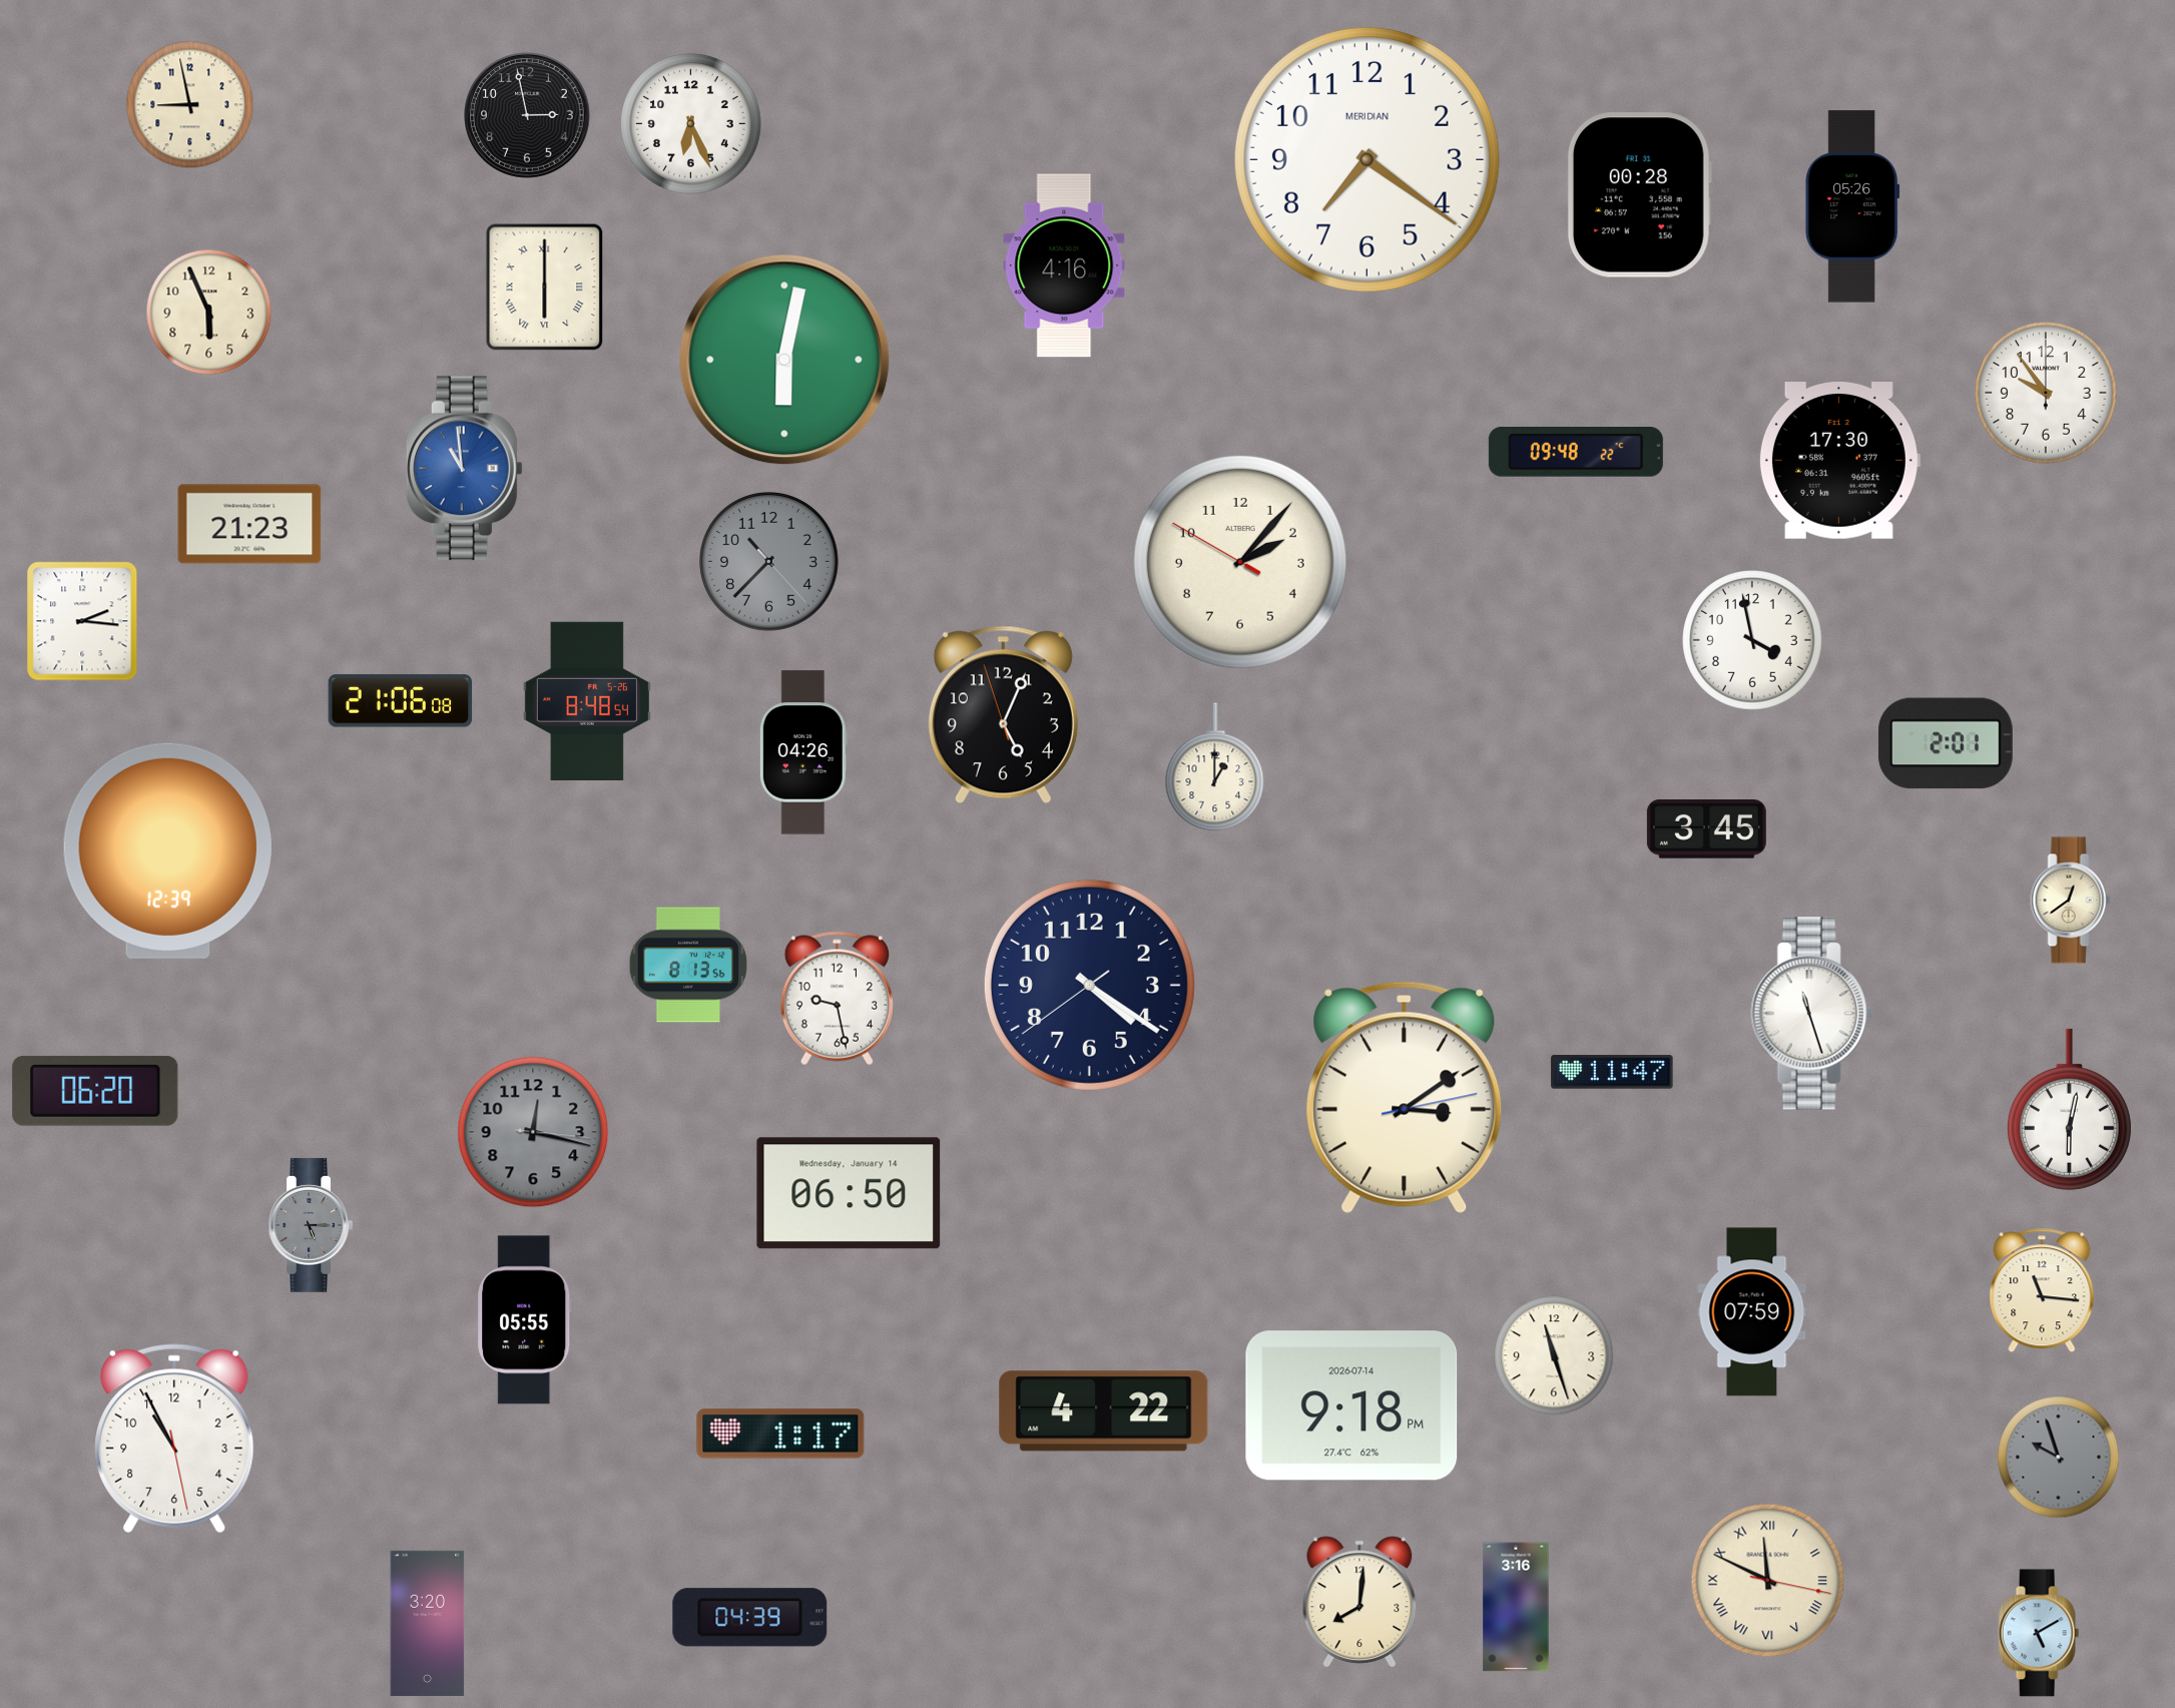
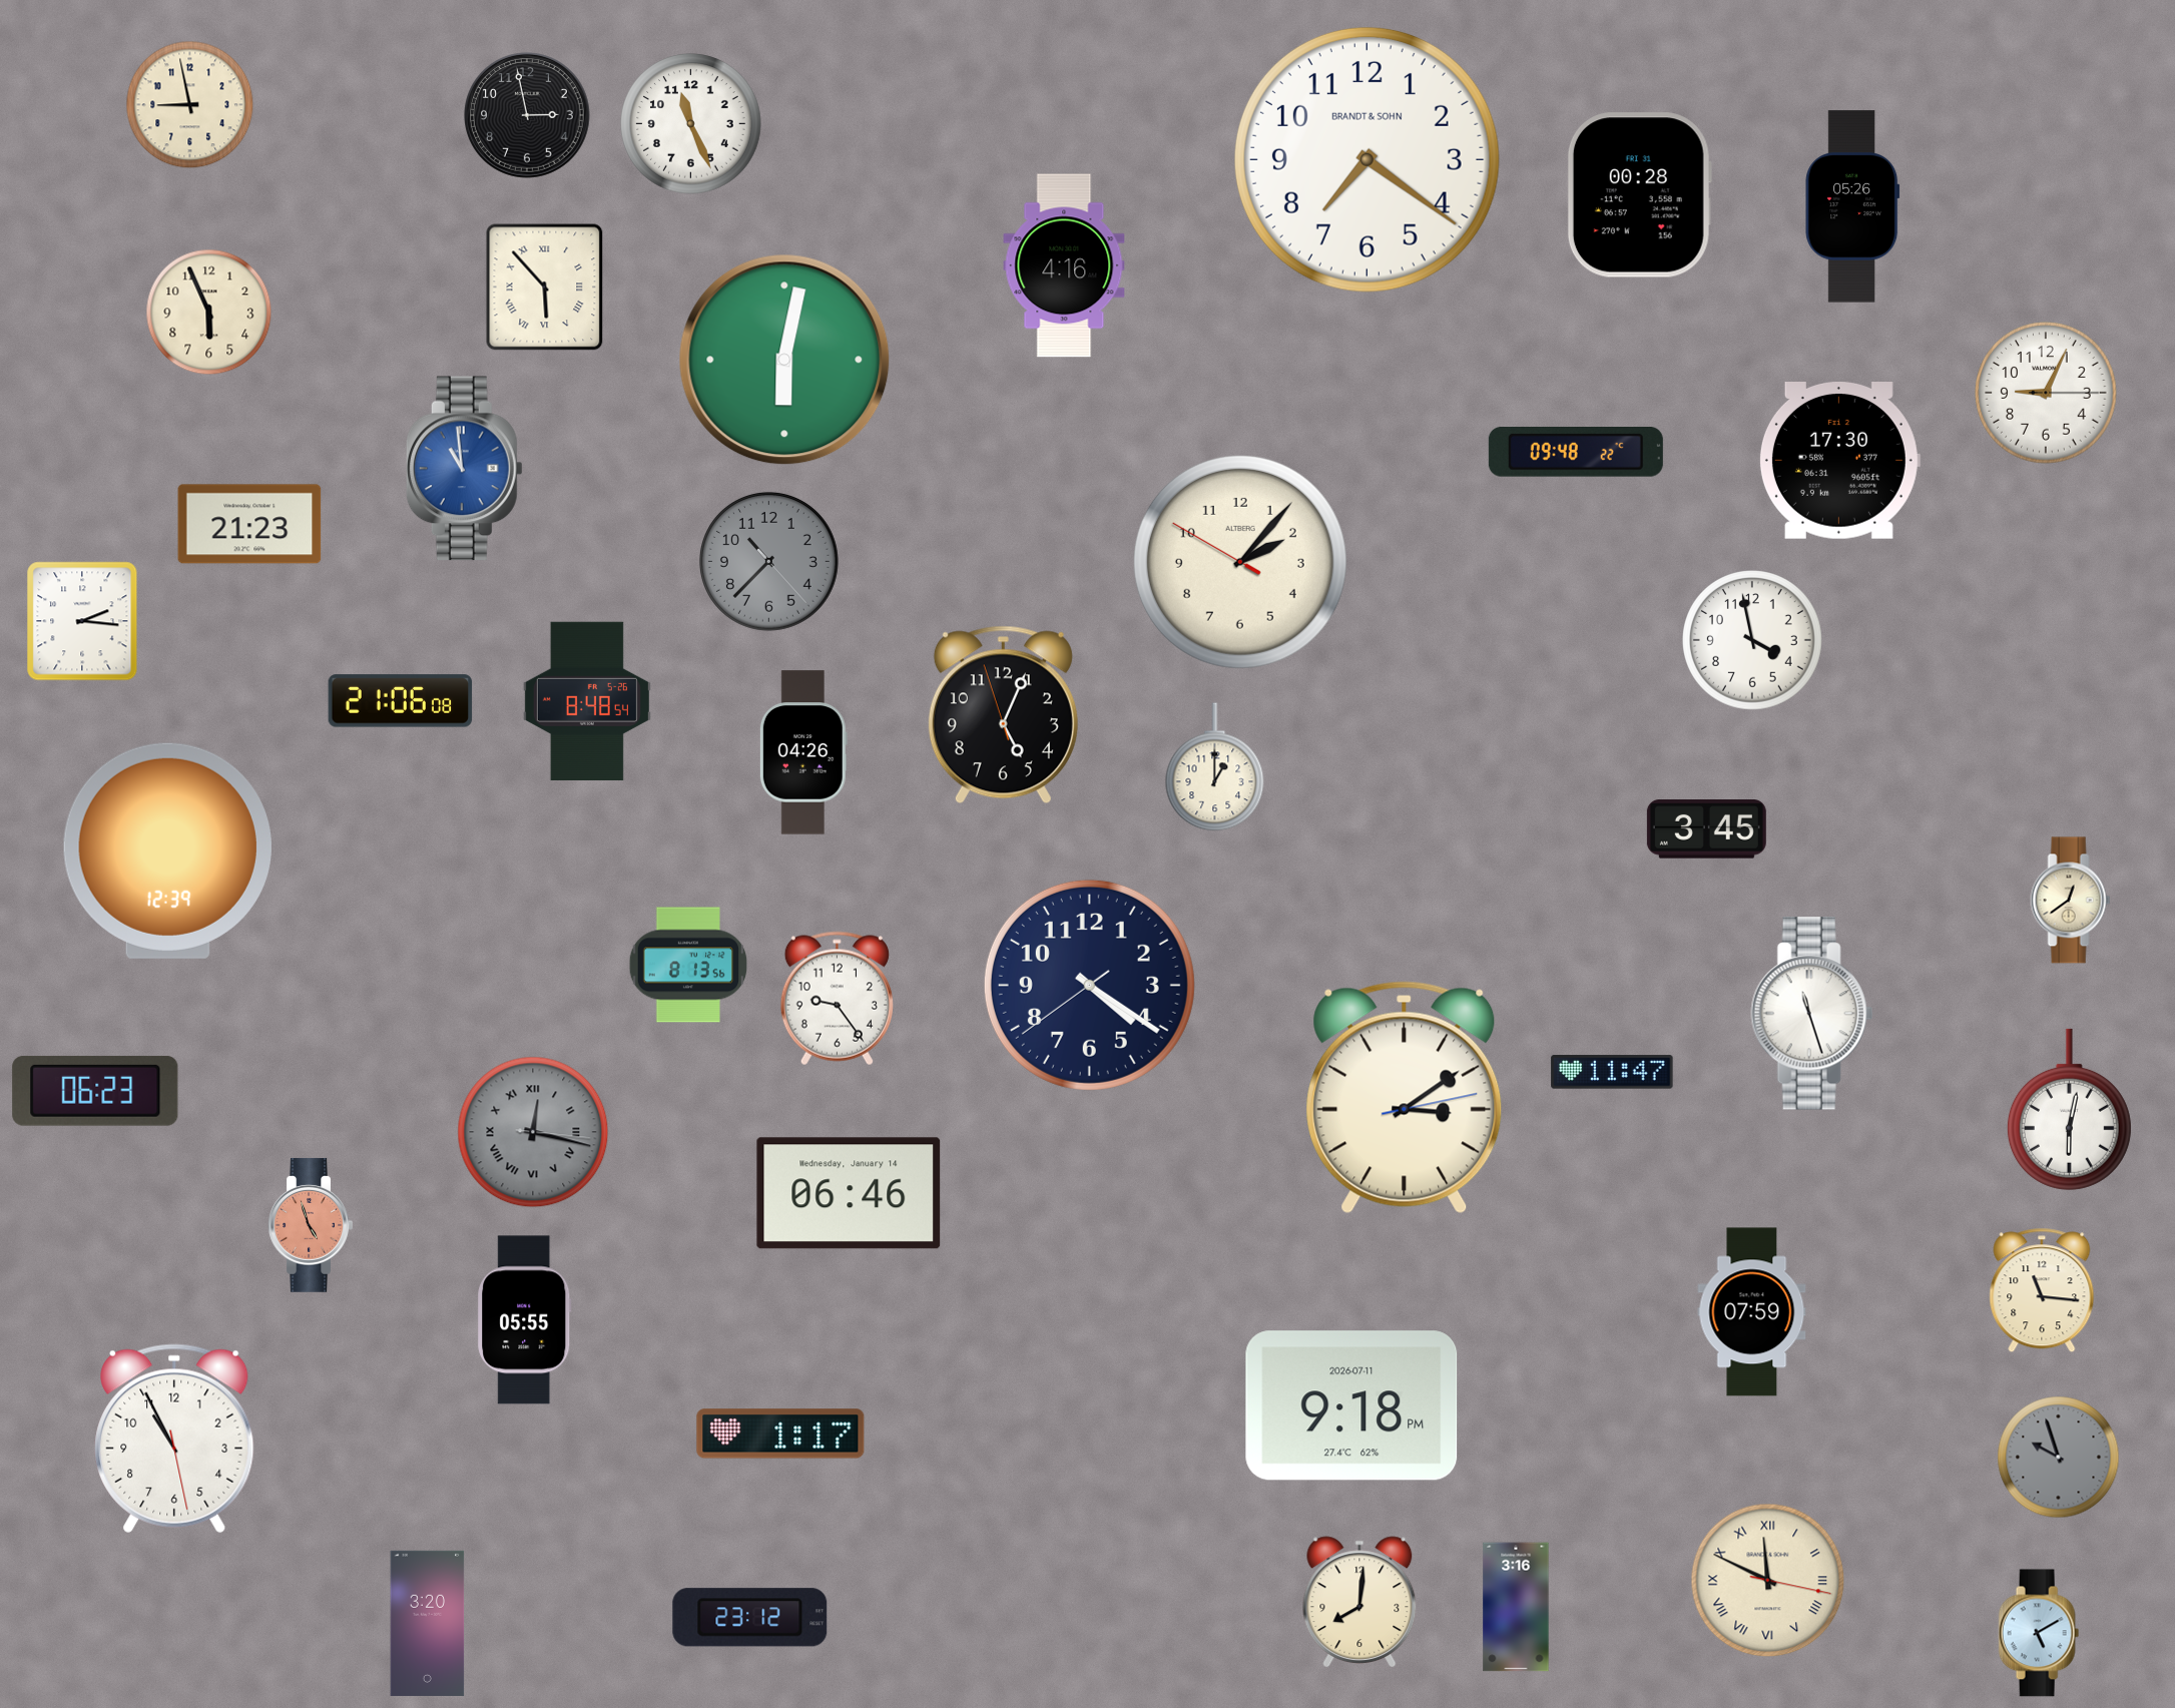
clock at (691, 124): 6:26 -> 11:26
clock at (1367, 159) brand: MERIDIAN -> BRANDT & SOHN
clock at (545, 288): 6:00 -> 5:53
clock at (2046, 393): 9:54 -> 9:04
clock at (1946, 743): 2:01 -> none
clock at (837, 999): 9:28 -> 9:24
clock at (95, 1091): 06:20 -> 06:23
clock at (533, 1132) numerals: Arabic -> Roman
clock at (849, 1193): 06:50 -> 06:46
clock at (311, 1225): 5:15 -> 4:57
clock at (311, 1225) dial: grey -> salmon
clock at (1554, 1355): 11:27 -> none
clock at (1351, 1405) date: 2026-07-14 -> 2026-07-11
clock at (1104, 1411): 4:22 -> none
clock at (750, 1618): 04:39 -> 23:12
